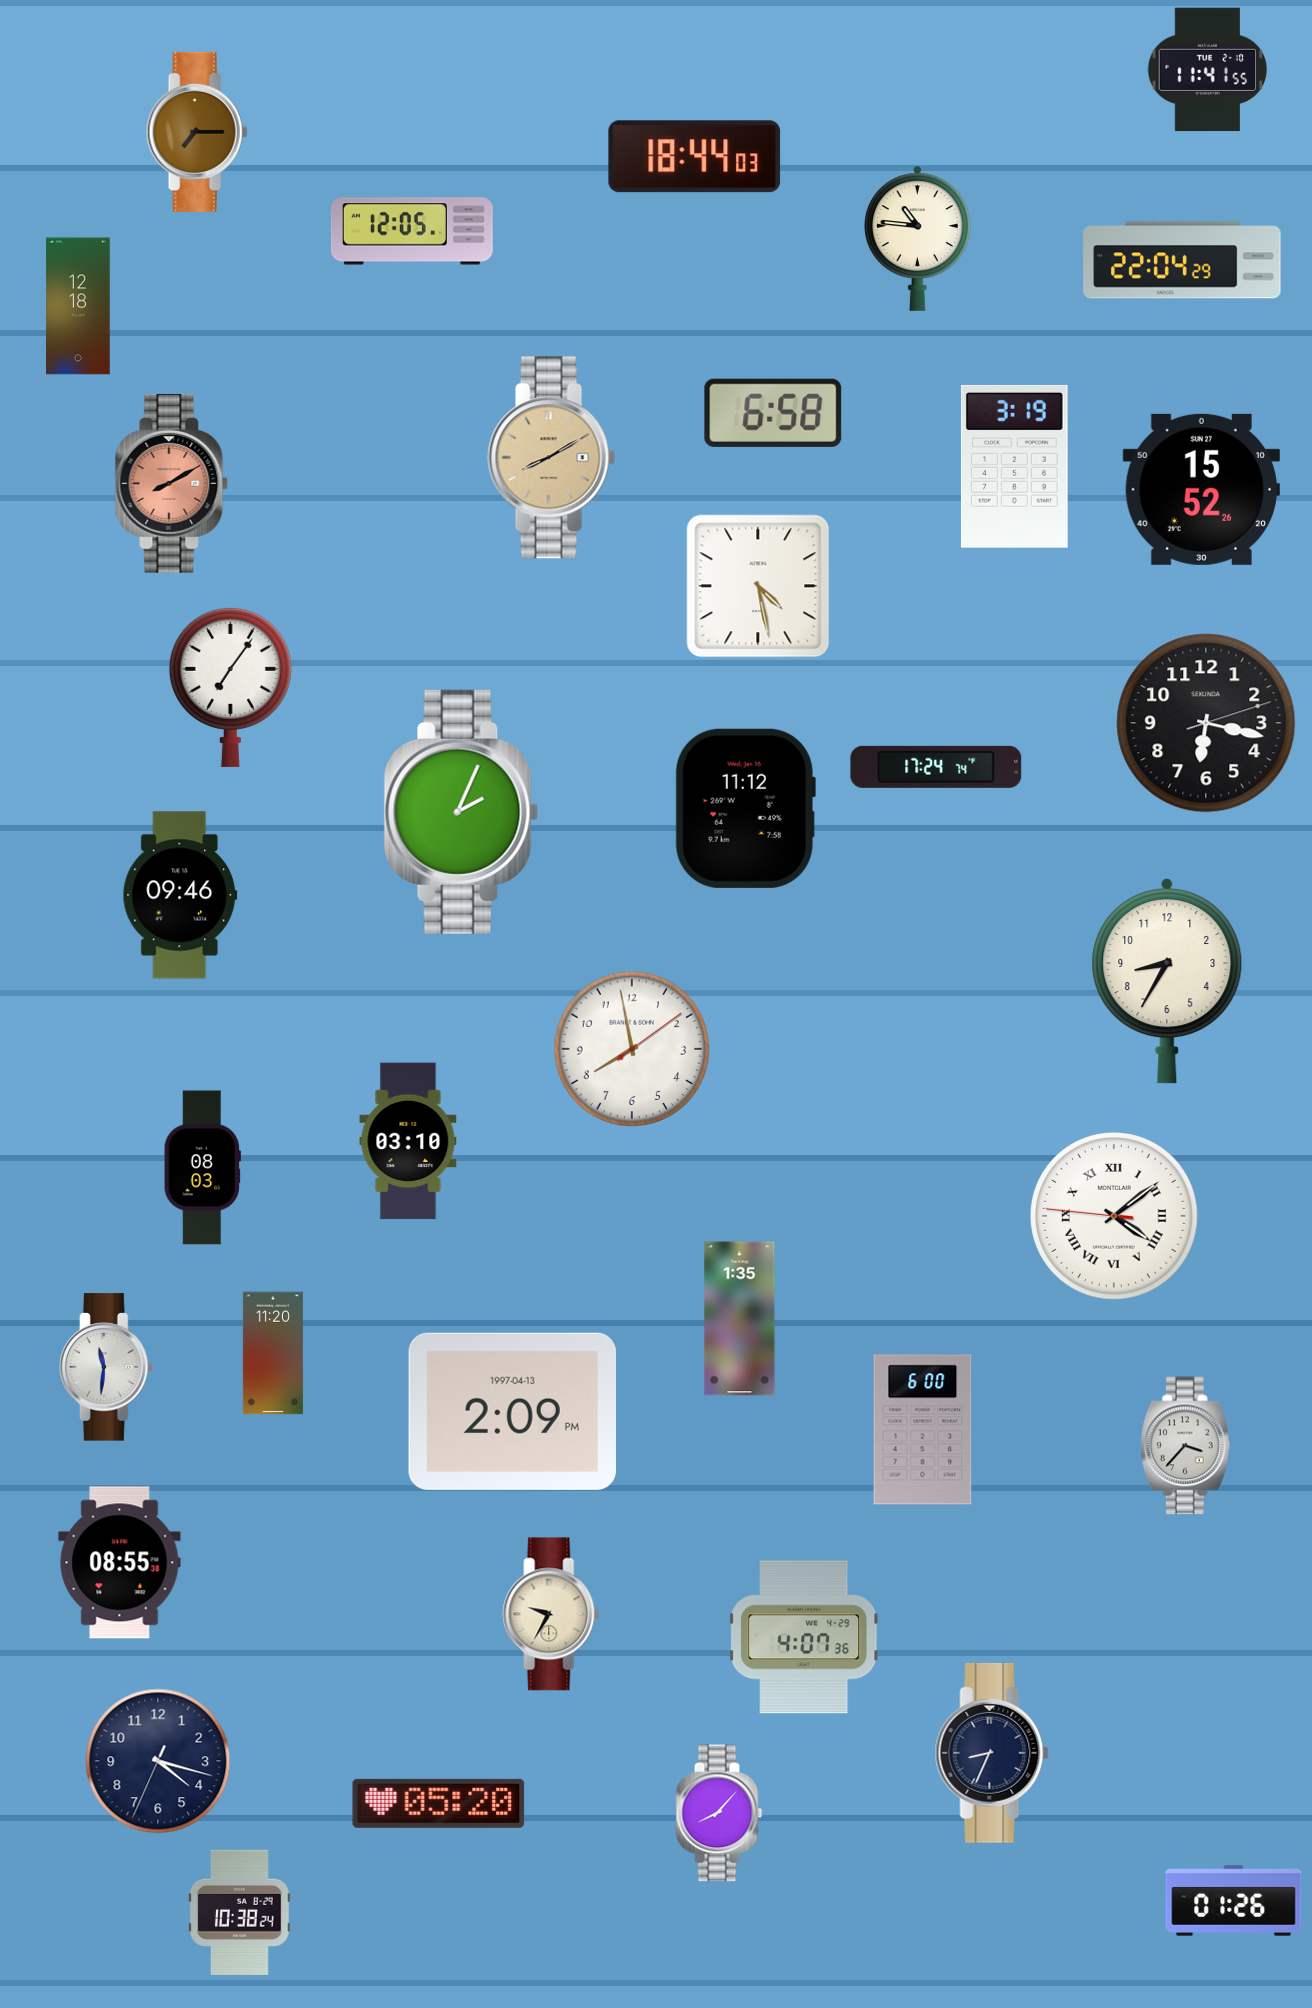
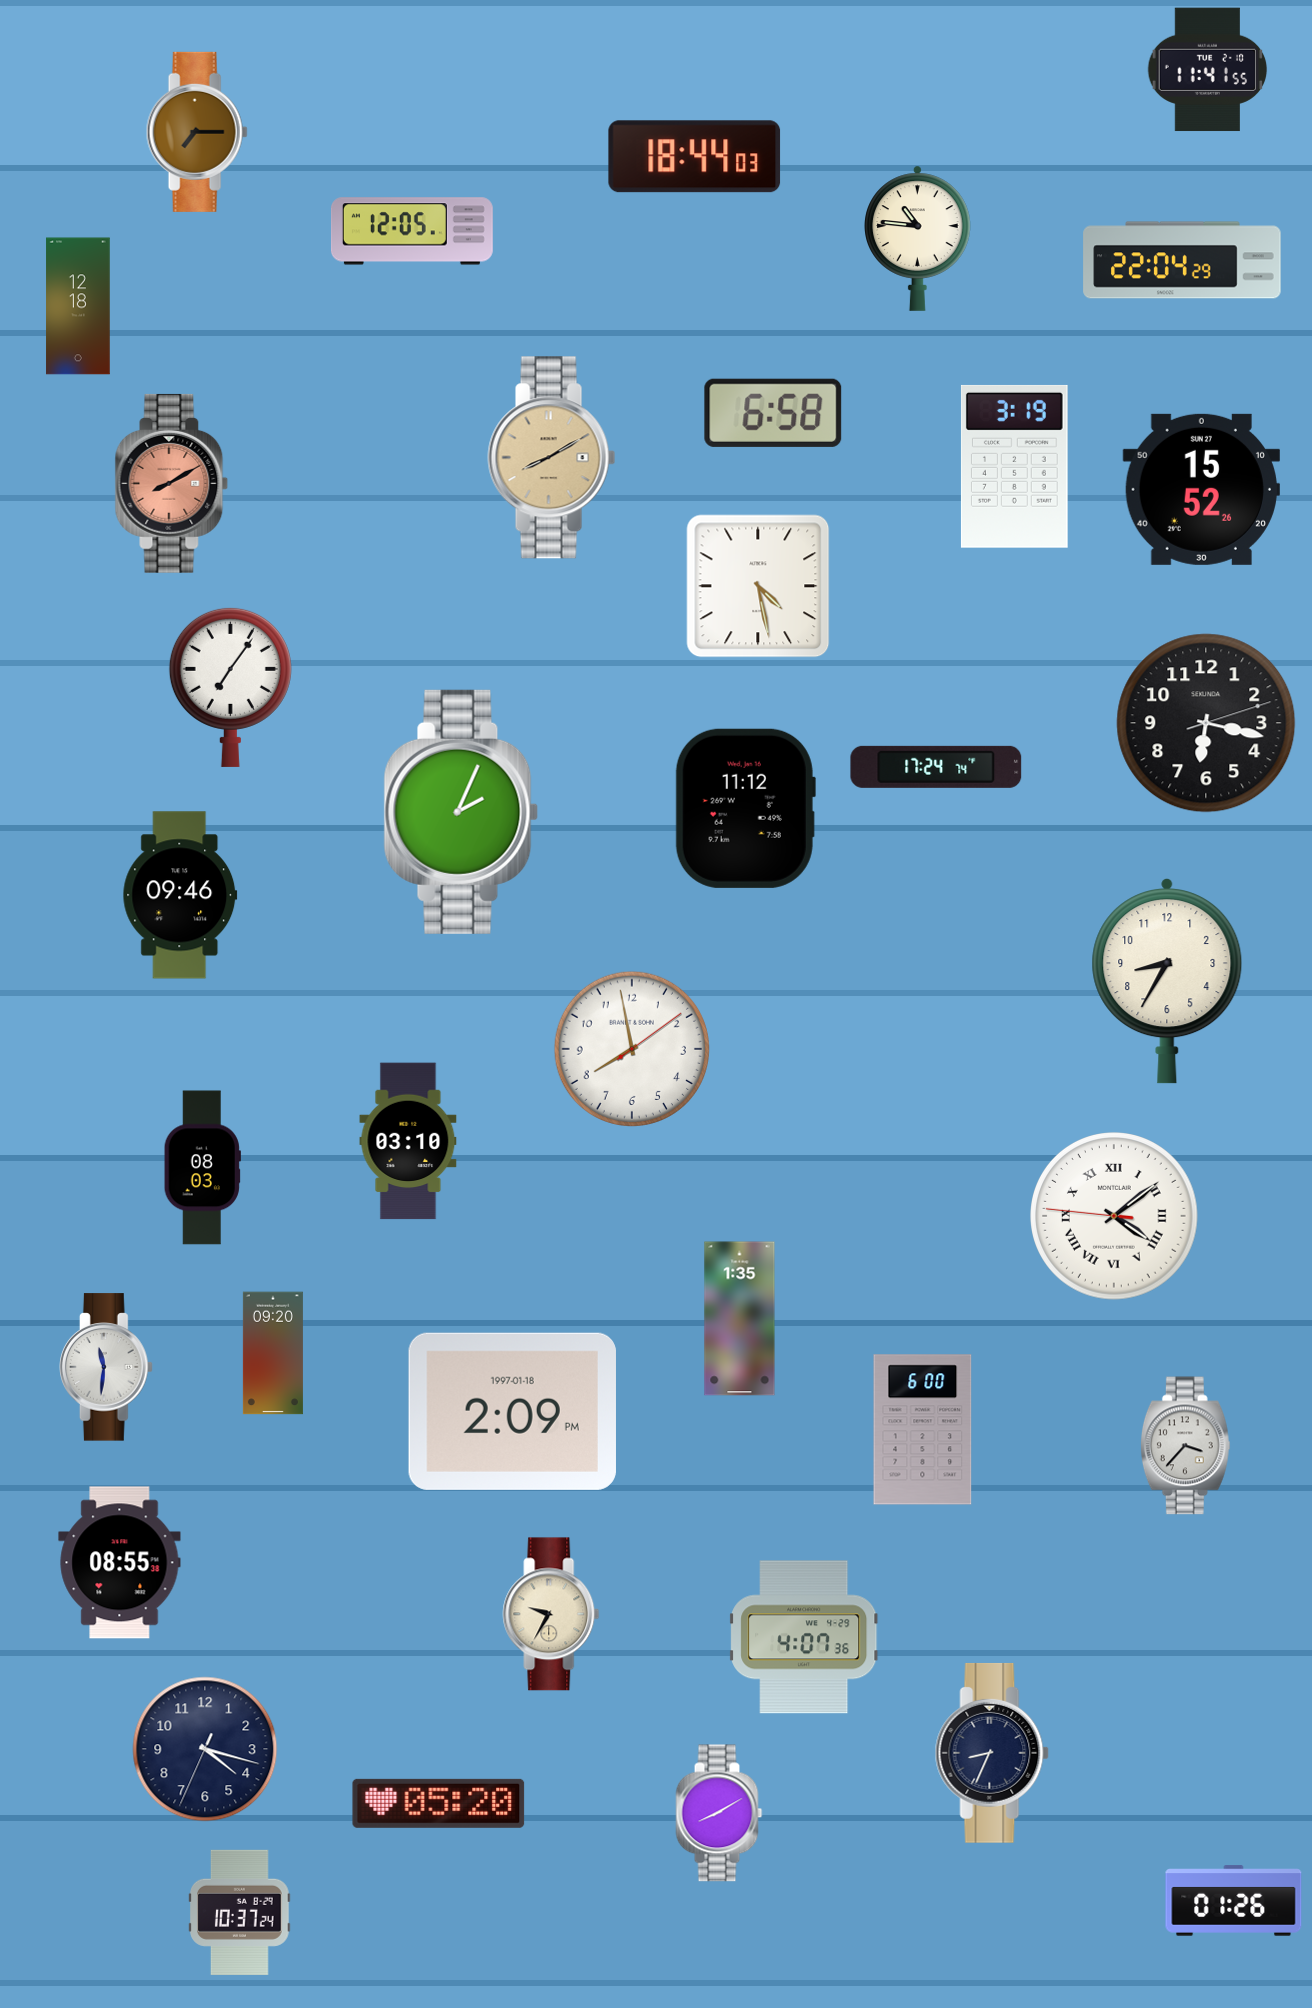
clock at (273, 1353): 11:20 -> 09:20
clock at (512, 1411) date: 1997-04-13 -> 1997-01-18
clock at (158, 1761) position: (158, 1761) -> (205, 1749)
clock at (719, 1813): 8:07 -> 8:10
clock at (240, 1912): 10:38 -> 10:37
